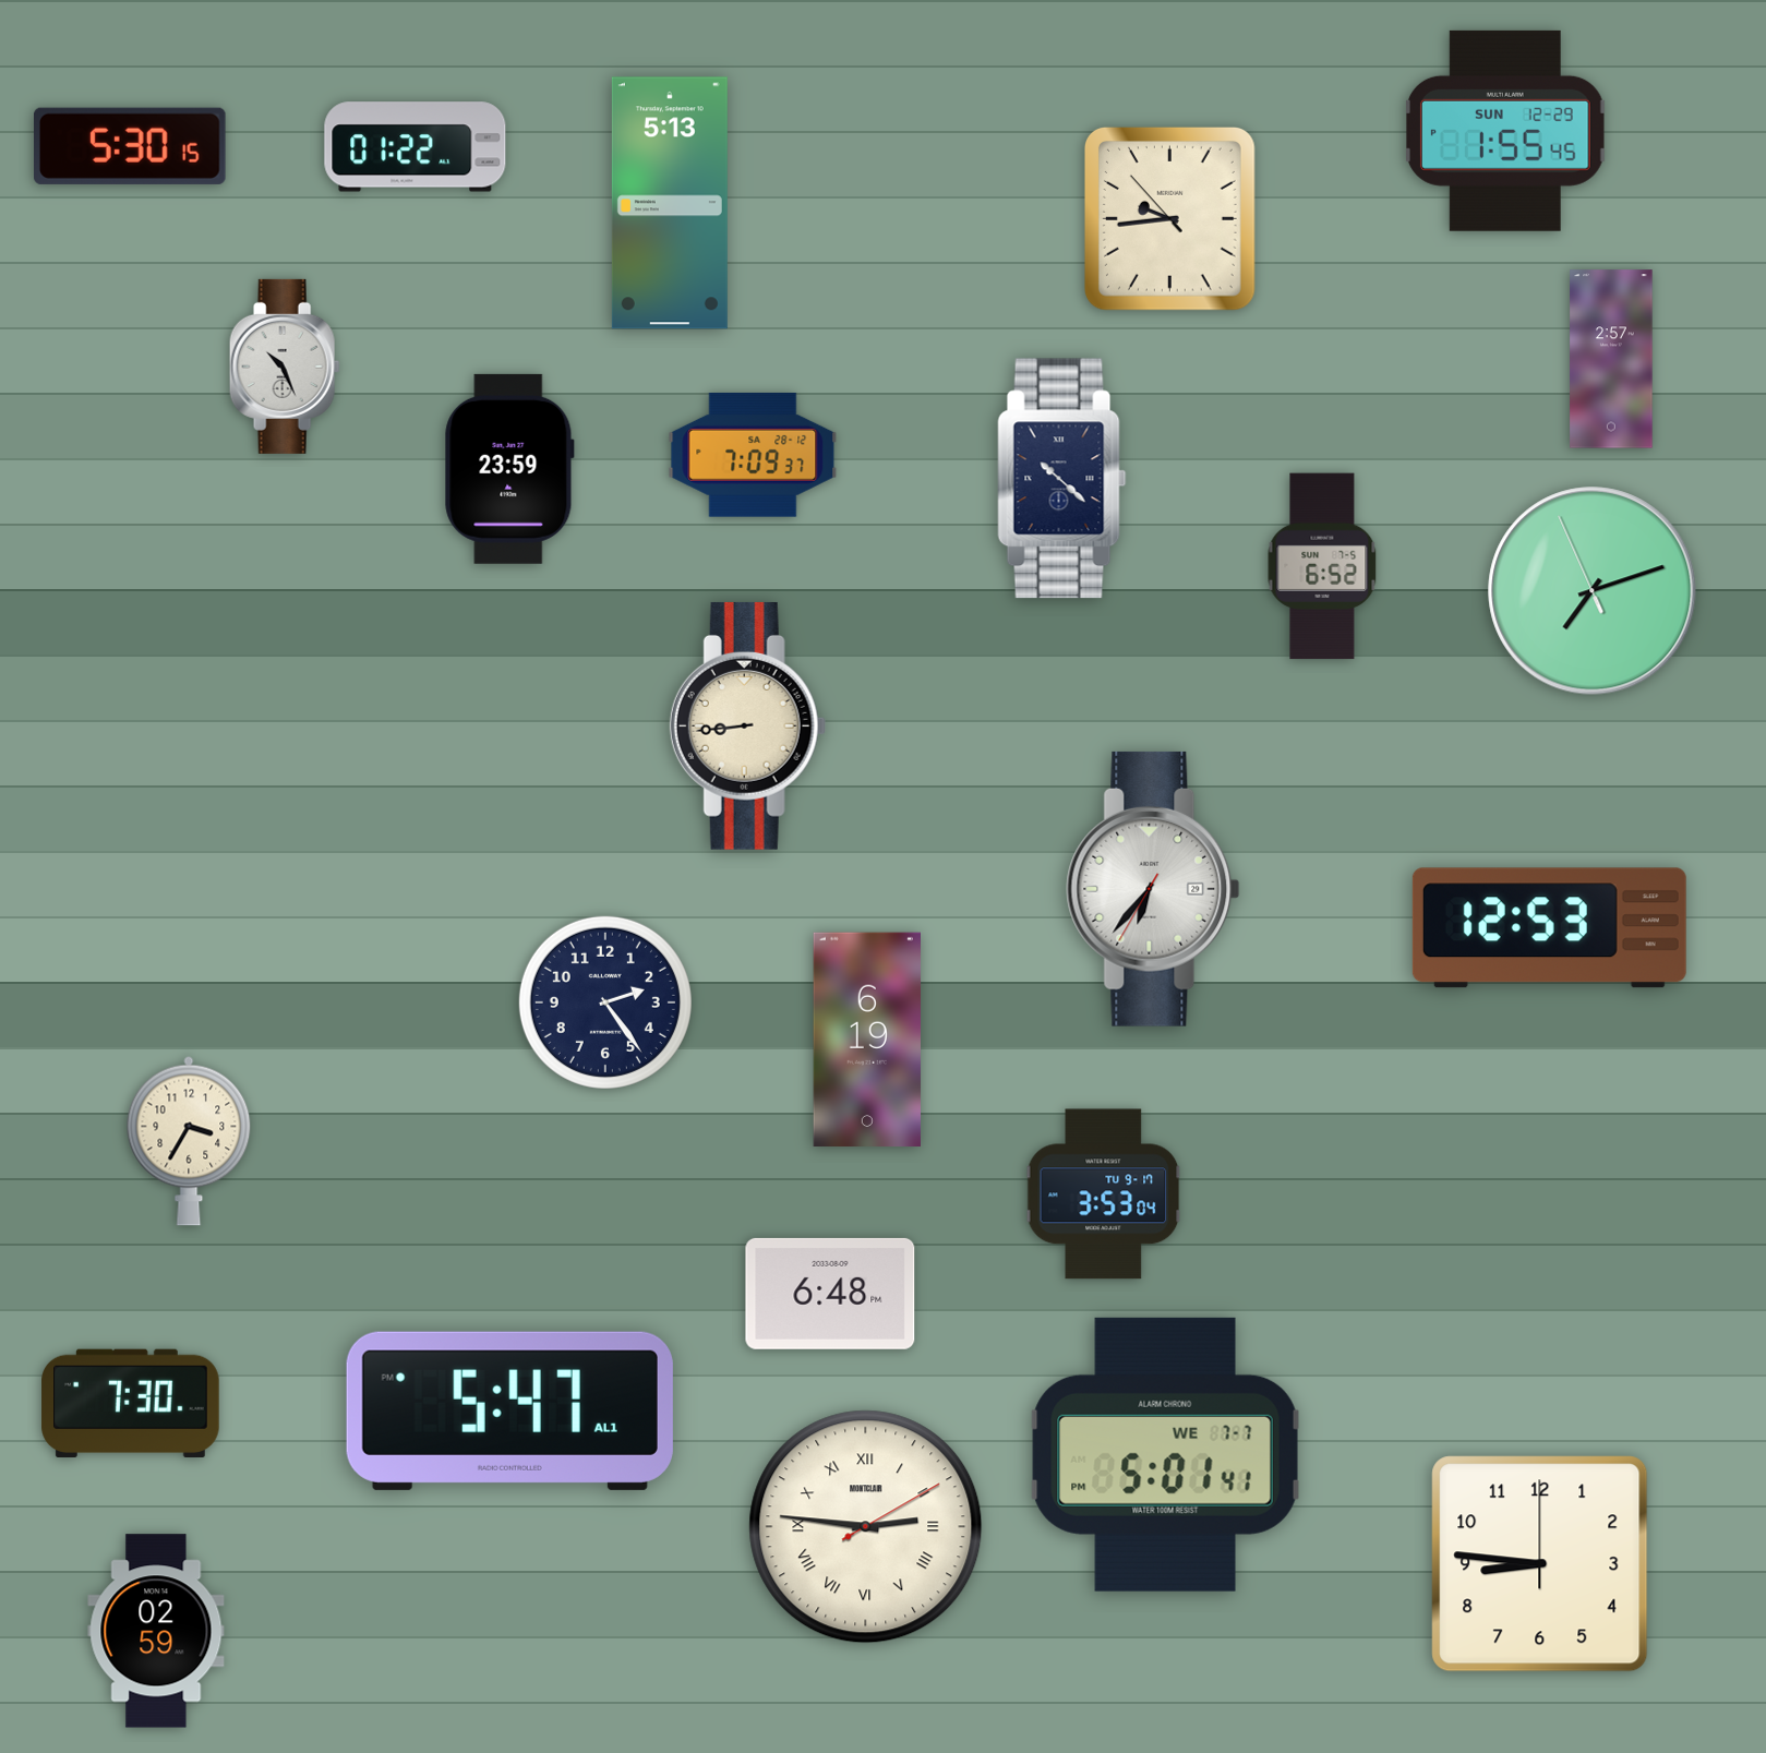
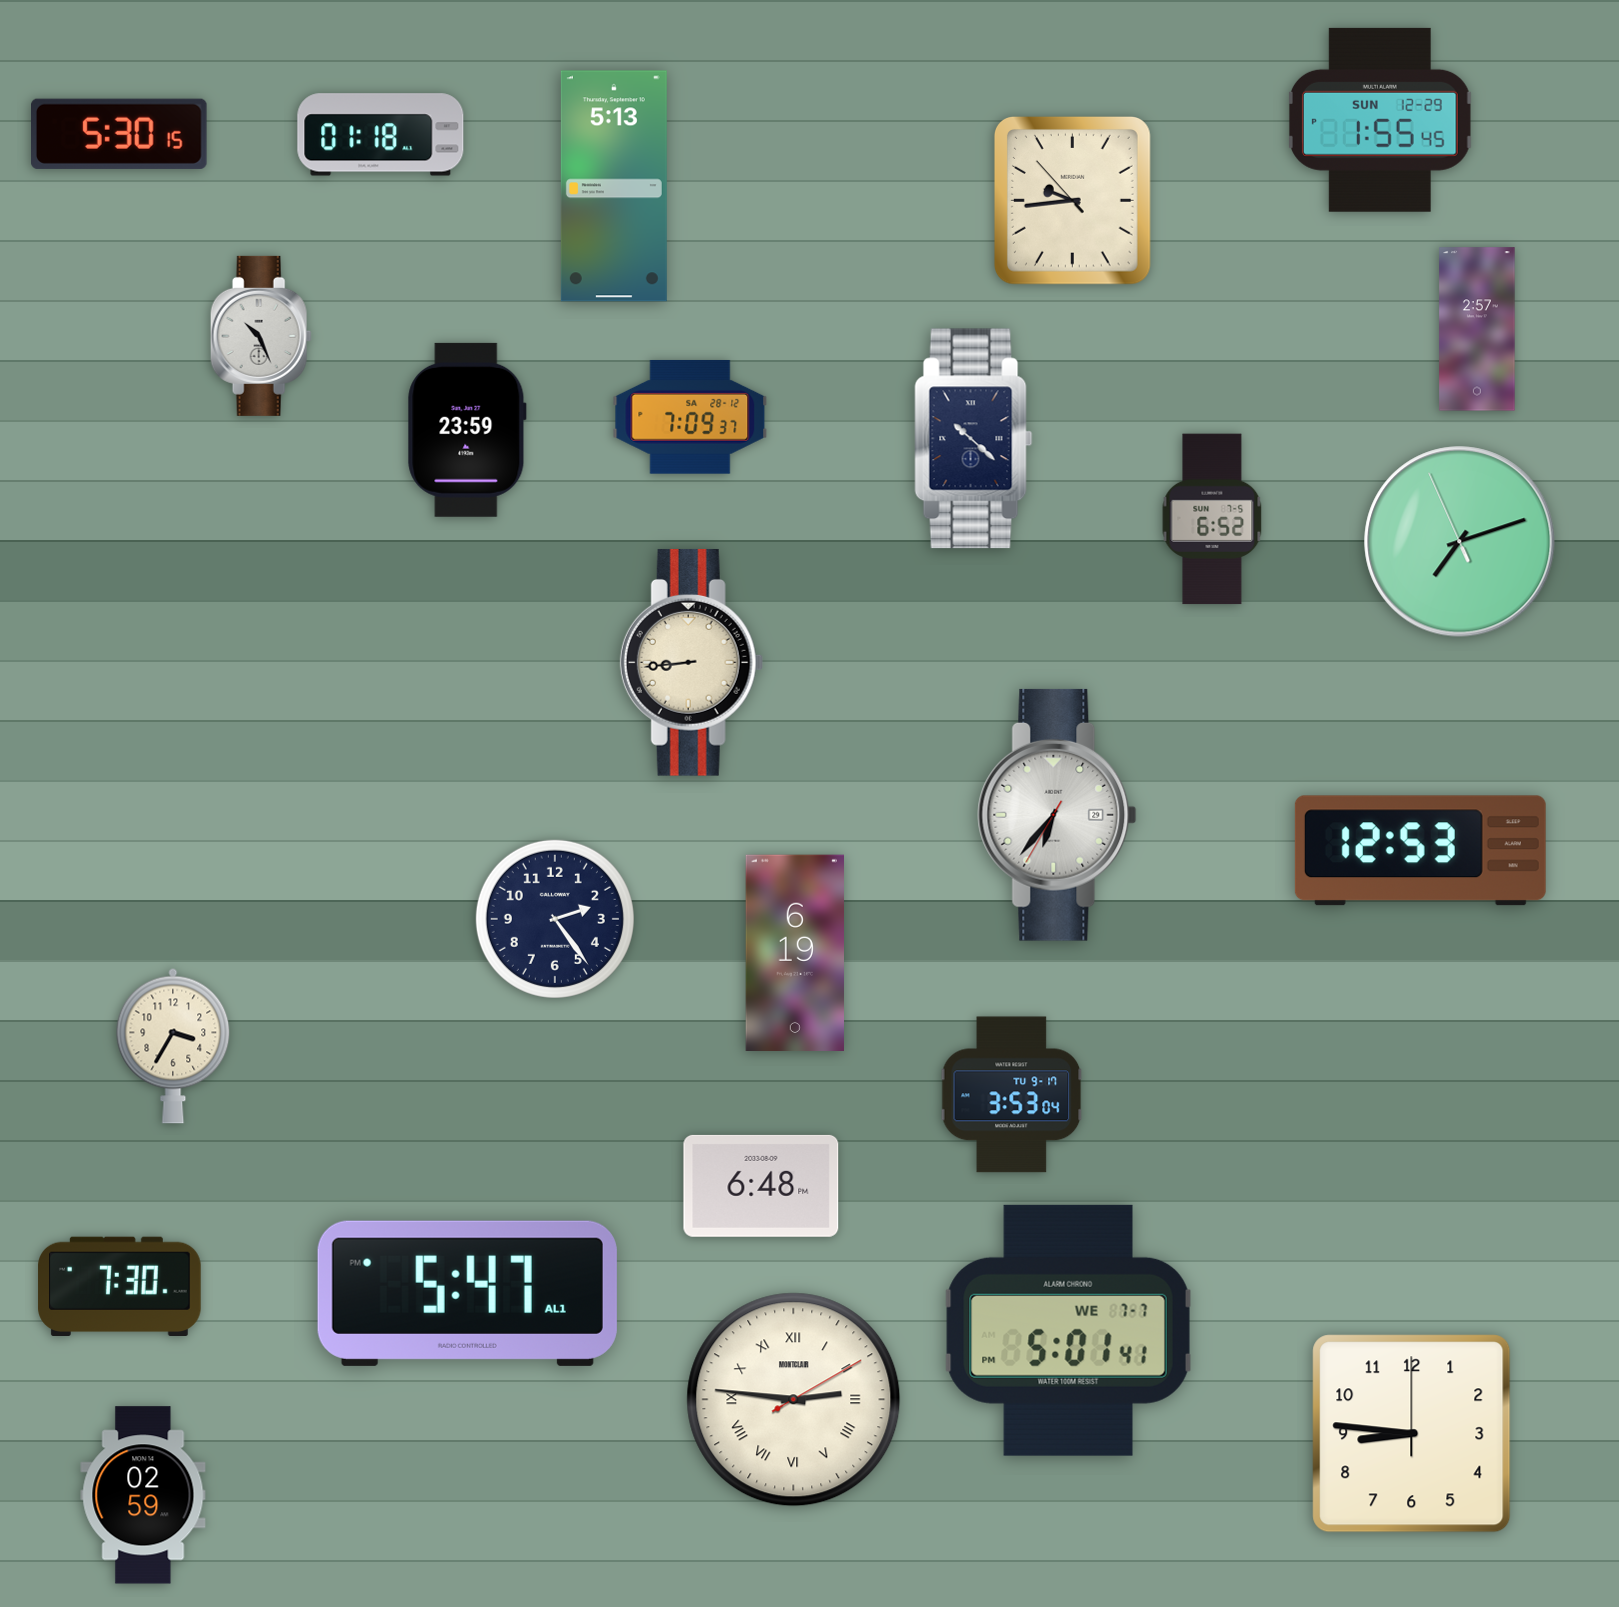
clock at (416, 147): 01:22 -> 01:18
clock at (747, 725) position: (747, 725) -> (691, 662)
clock at (1166, 1454) position: (1166, 1454) -> (1069, 1330)
